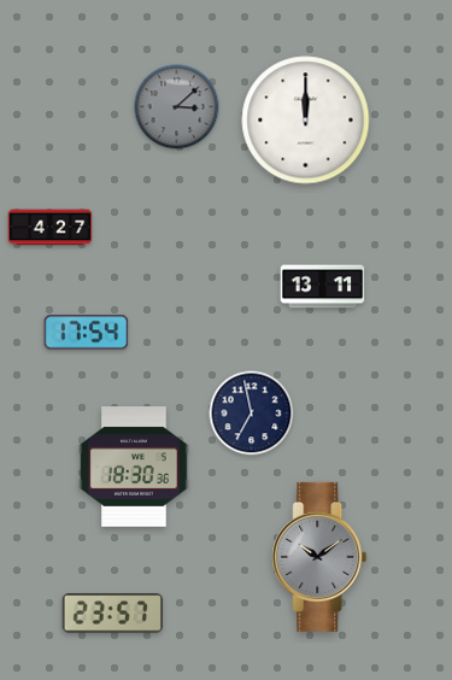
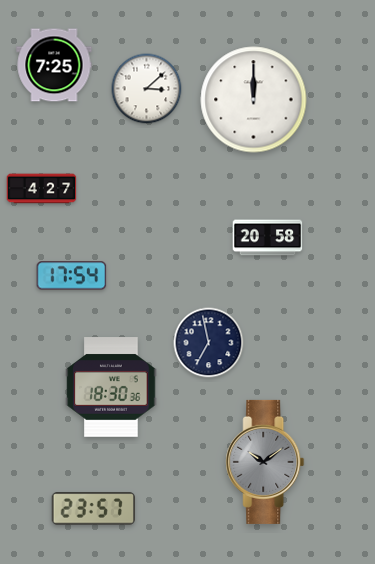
clock at (54, 65): none -> 7:25
clock at (177, 107) dial: grey -> white
clock at (323, 287): 13:11 -> 20:58
